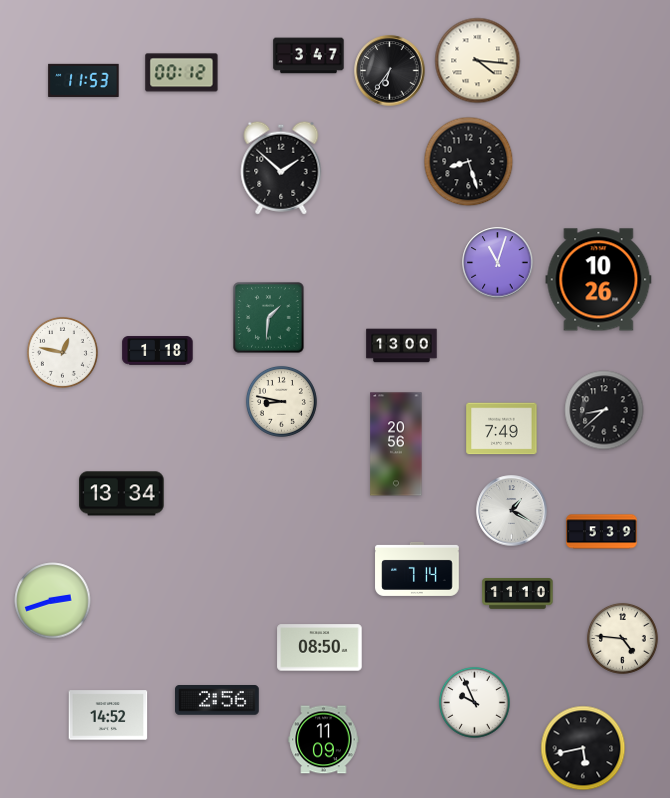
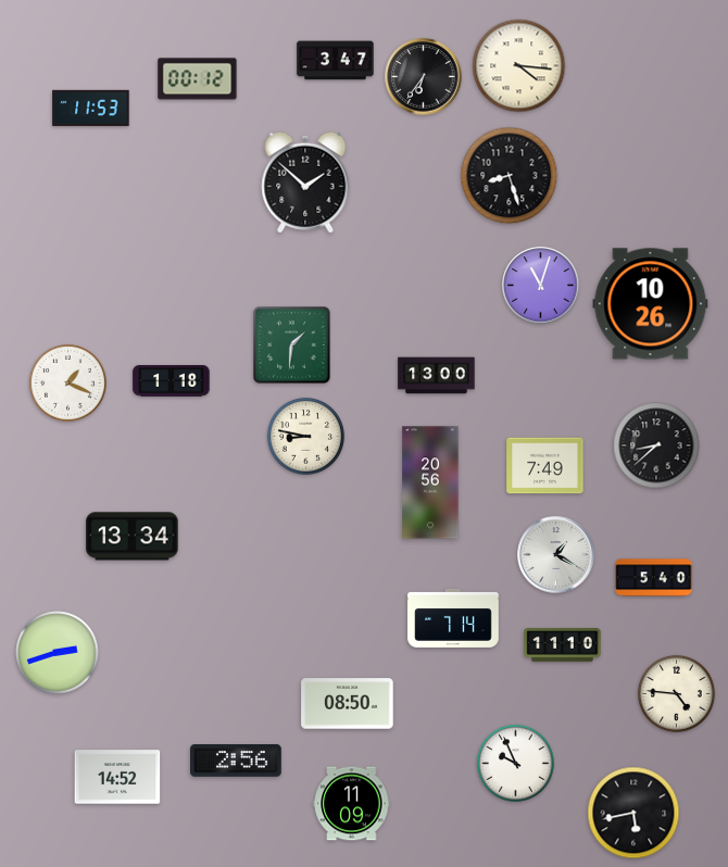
clock at (84, 80) position: (84, 80) -> (91, 108)
clock at (62, 352): 12:47 -> 1:19
clock at (602, 532): 5:39 -> 5:40
